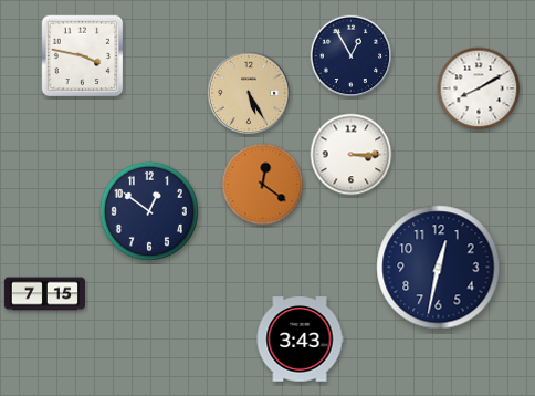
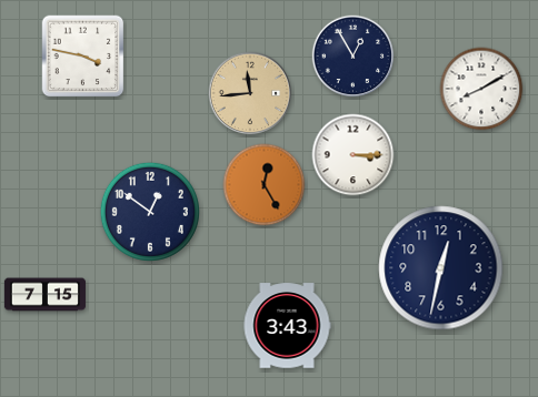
clock at (249, 93): 5:25 -> 11:44
clock at (263, 185): 12:21 -> 12:25
clock at (300, 340) position: (300, 340) -> (287, 326)
